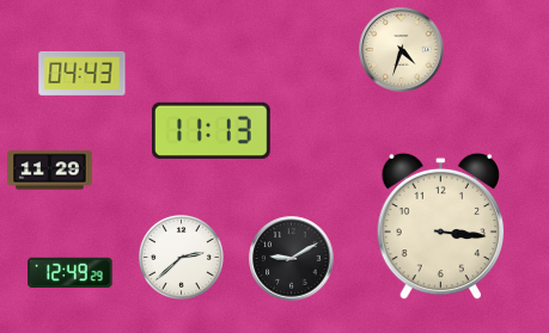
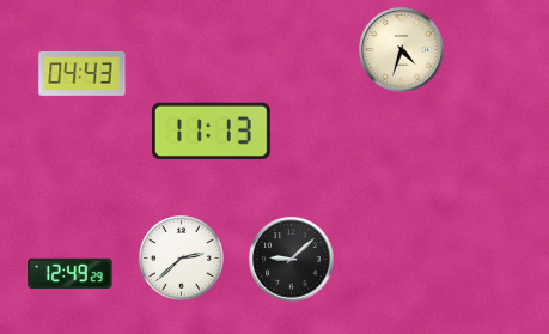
clock at (50, 171): 11:29 -> none
clock at (440, 227): 3:16 -> none
clock at (292, 259): 9:10 -> 9:08
